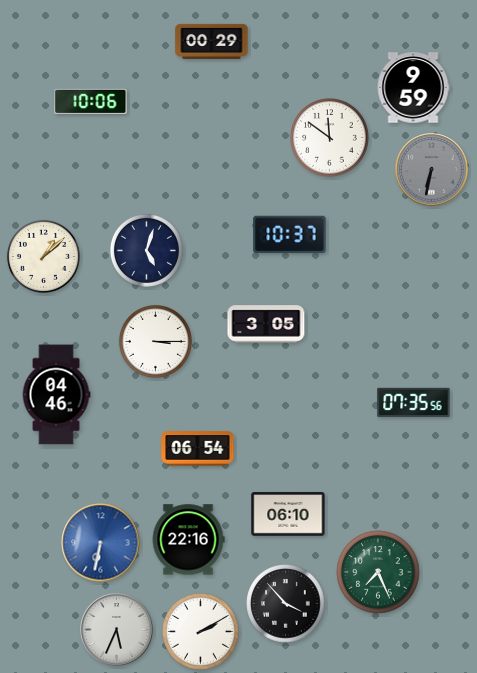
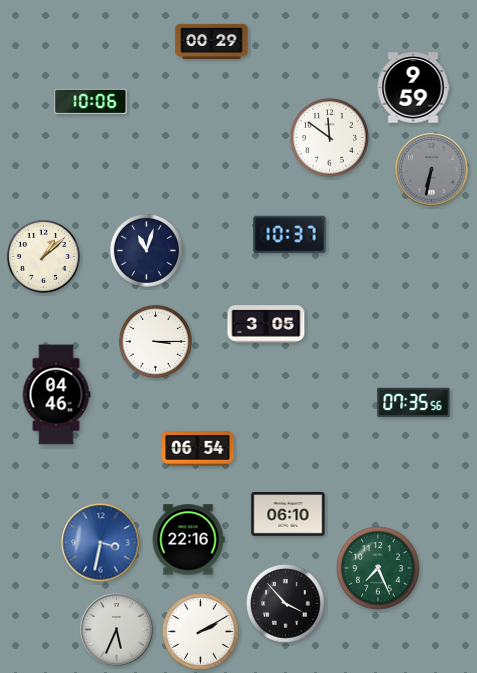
clock at (146, 250): 5:03 -> 11:03
clock at (101, 543): 6:32 -> 3:32
clock at (378, 572) position: (378, 572) -> (378, 568)
